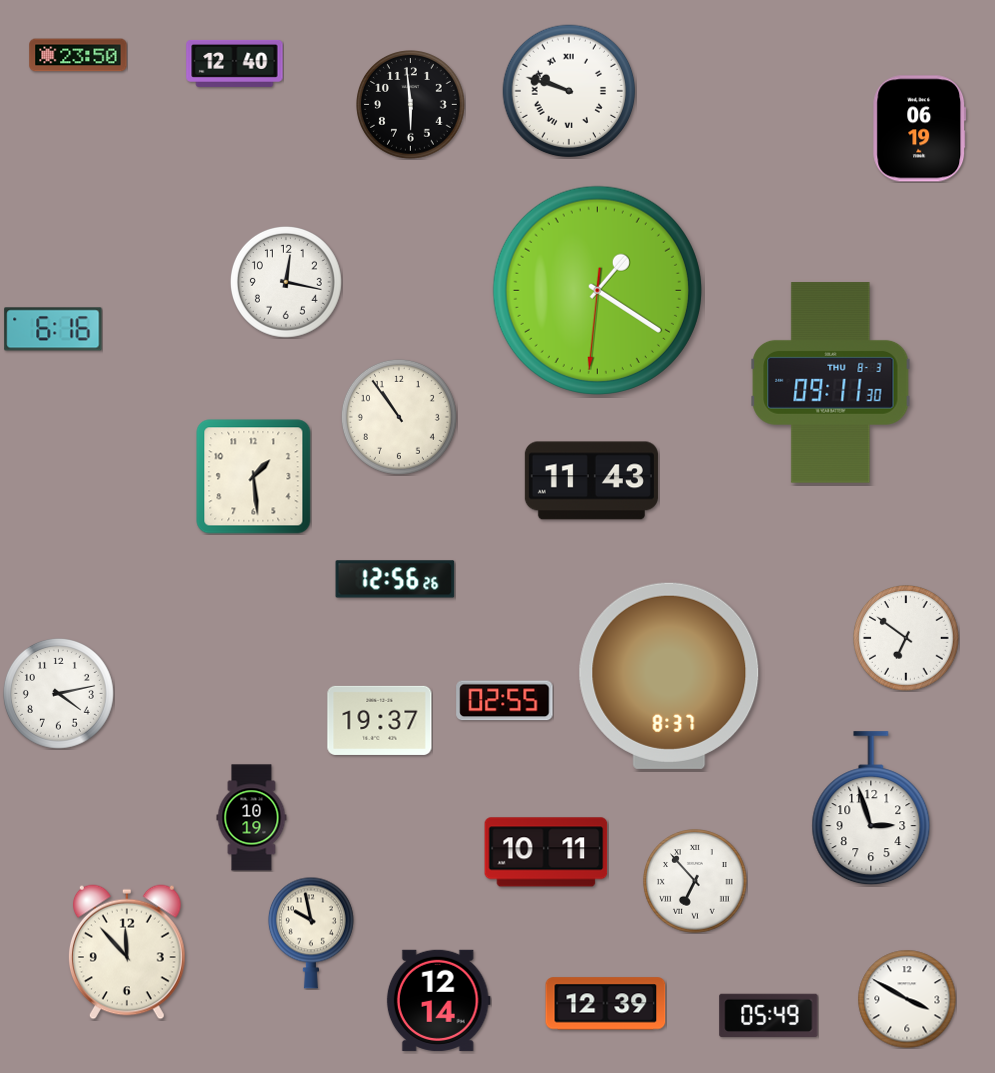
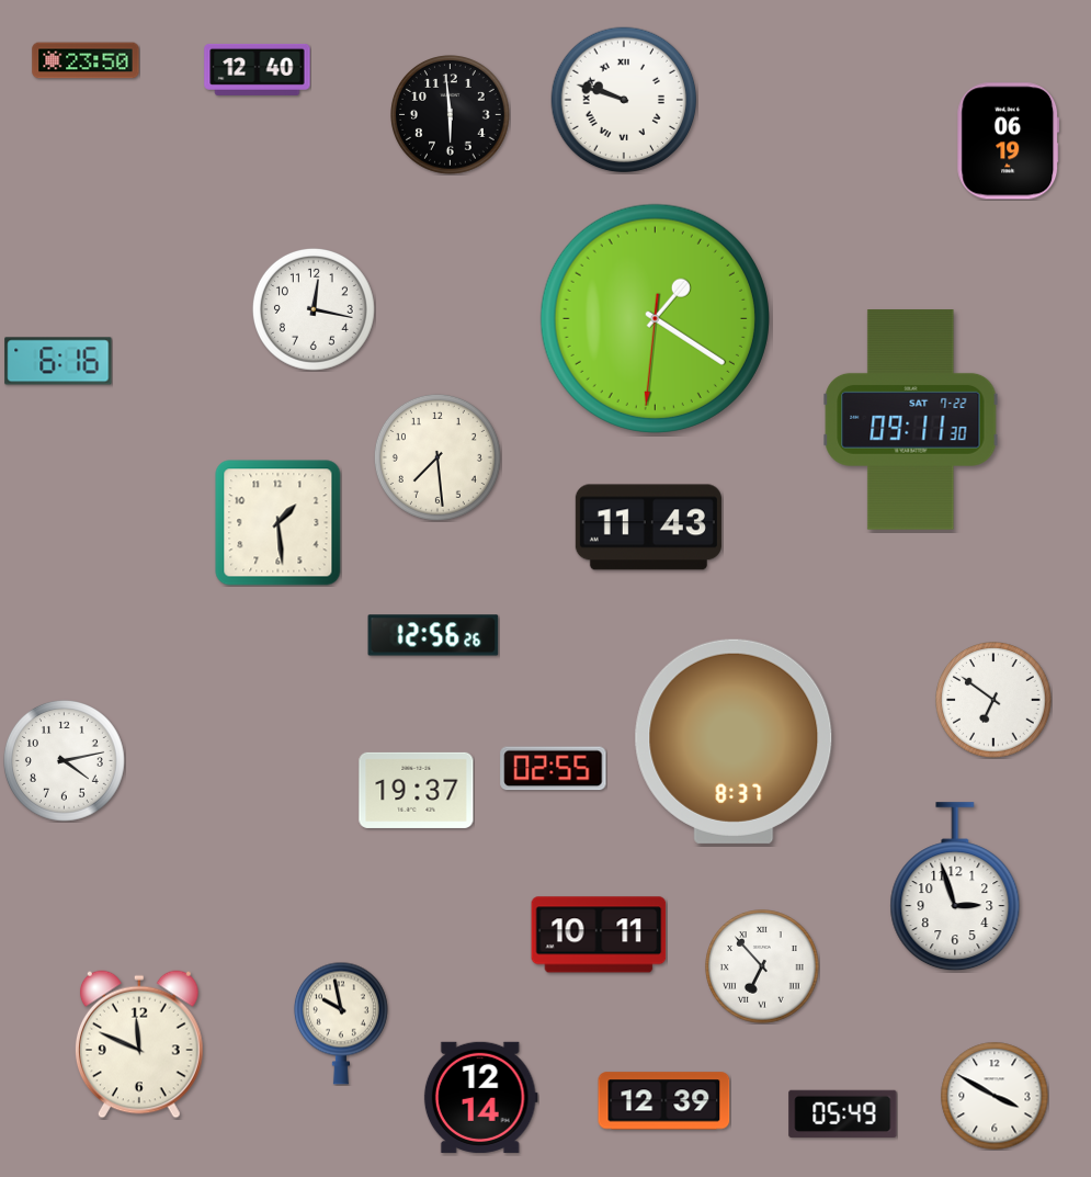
clock at (831, 383) date: THU 8-3 -> SAT 7-22
clock at (399, 417): 10:54 -> 7:29
clock at (252, 818): 10:19 -> none
clock at (127, 952): 11:53 -> 11:49
